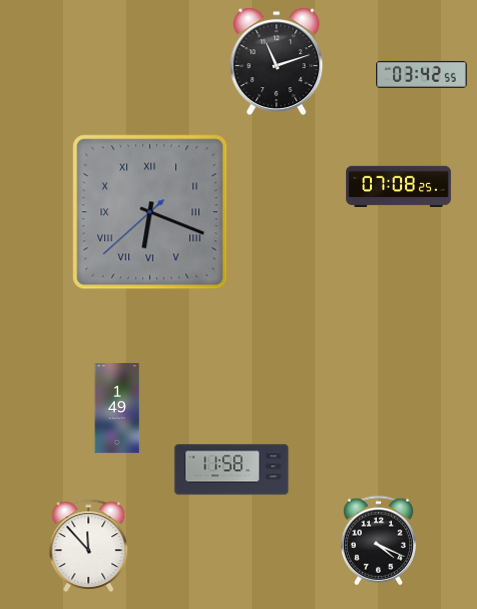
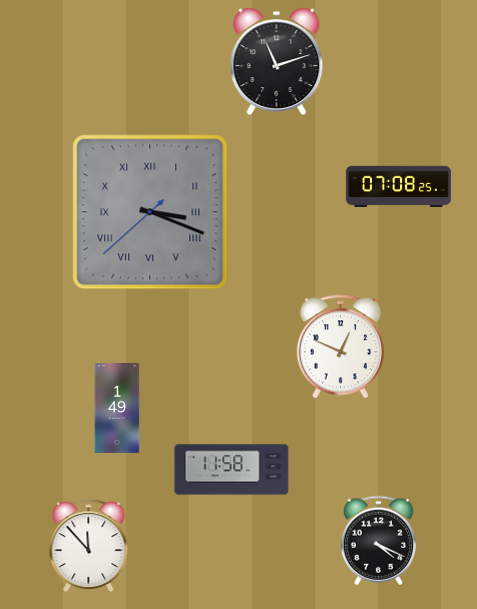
clock at (422, 74): 03:42 -> none
clock at (150, 212): 6:18 -> 3:18
clock at (340, 347): none -> 12:49
